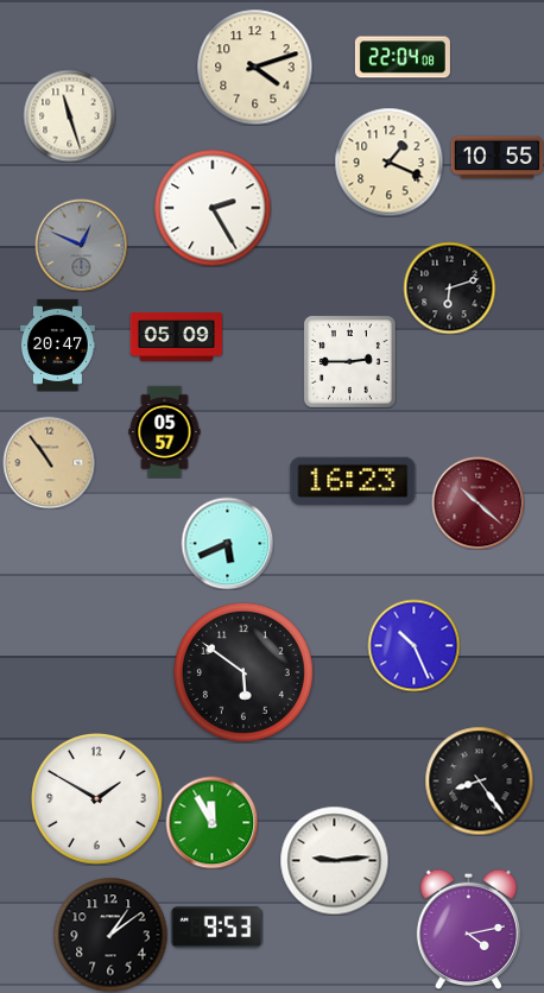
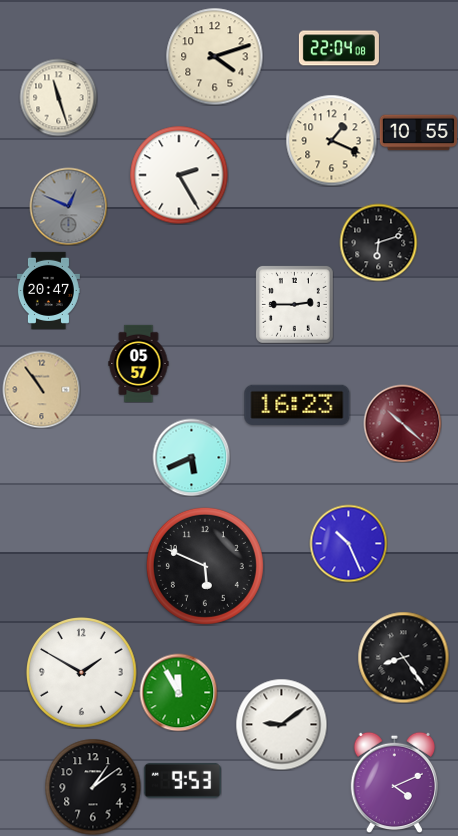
clock at (388, 162) position: (388, 162) -> (331, 140)
clock at (176, 337): 05:09 -> none
clock at (243, 672): 5:51 -> 5:49
clock at (334, 860): 9:14 -> 9:09
clock at (468, 929): 4:13 -> 4:11
